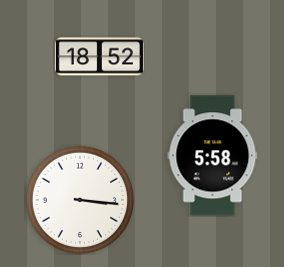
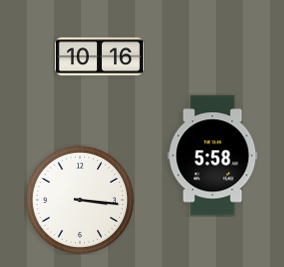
clock at (99, 57): 18:52 -> 10:16
